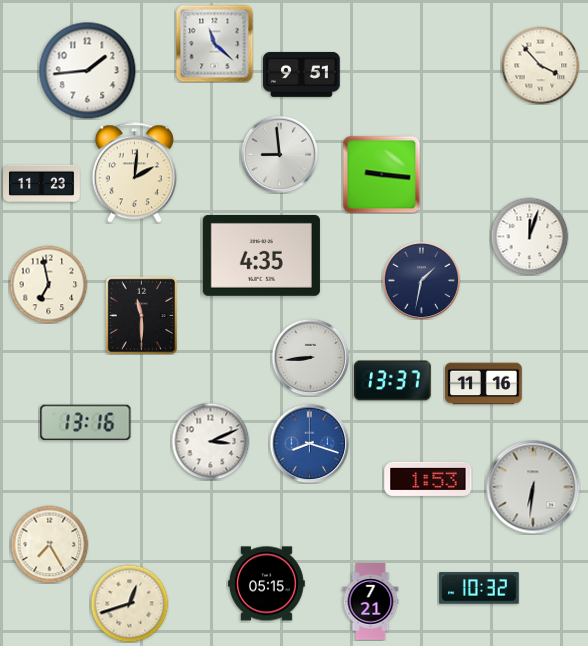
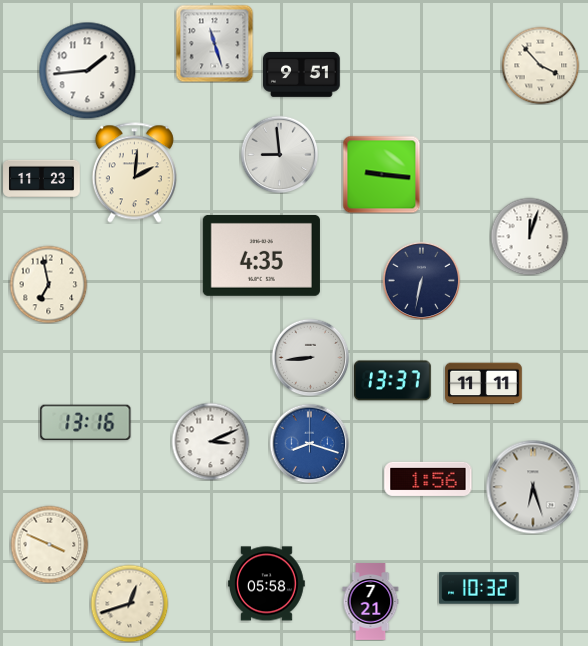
clock at (214, 43): 11:22 -> 11:27
clock at (42, 183) position: (42, 183) -> (42, 178)
clock at (421, 280): 1:32 -> 6:32
clock at (142, 315): 11:30 -> none
clock at (484, 384): 11:16 -> 11:11
clock at (428, 479): 1:53 -> 1:56
clock at (533, 487): 6:31 -> 6:27
clock at (49, 544): 7:25 -> 3:49
clock at (267, 584): 05:15 -> 05:58
